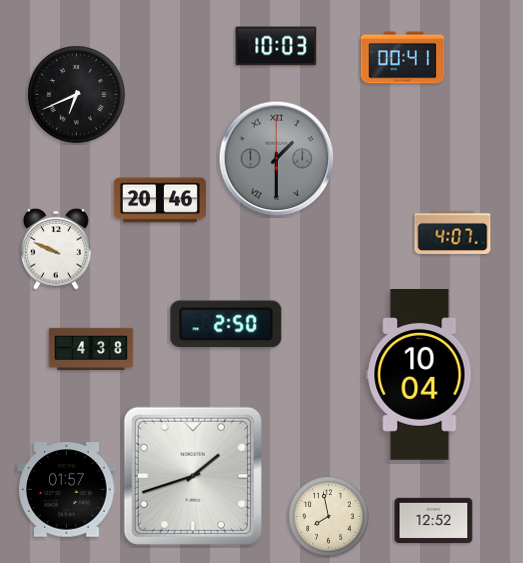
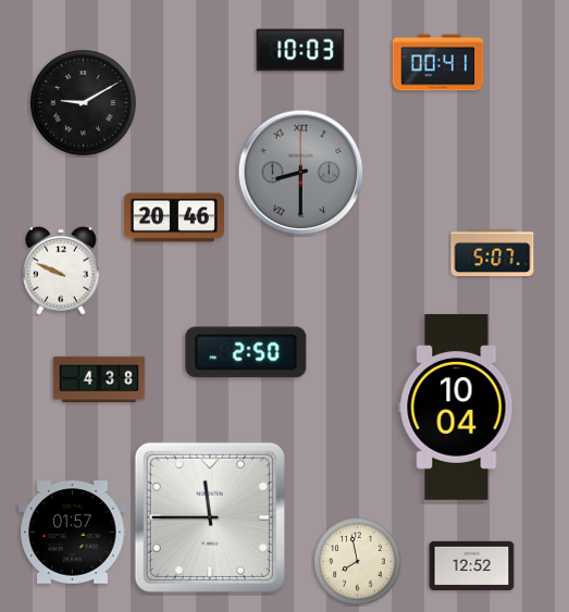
clock at (77, 95): 6:41 -> 9:10
clock at (277, 159): 1:30 -> 8:30
clock at (453, 232): 4:07 -> 5:07
clock at (193, 476): 1:42 -> 11:45
